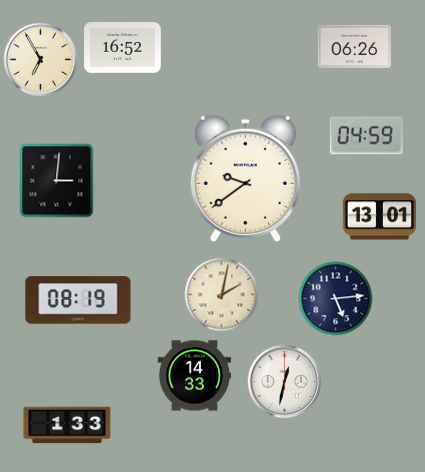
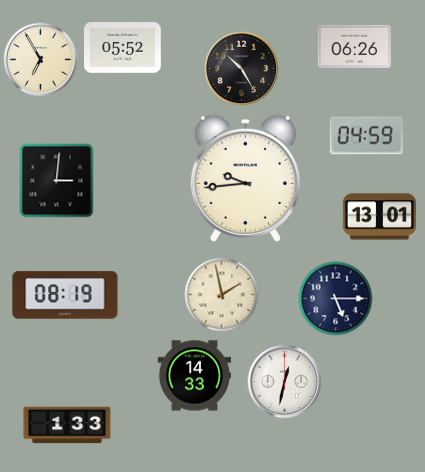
clock at (123, 48): 16:52 -> 05:52
clock at (242, 69): none -> 10:25
clock at (245, 178): 9:39 -> 9:44
clock at (222, 295): 2:02 -> 1:58
clock at (336, 299): 5:14 -> 5:15
clock at (78, 300) position: (78, 300) -> (65, 295)
